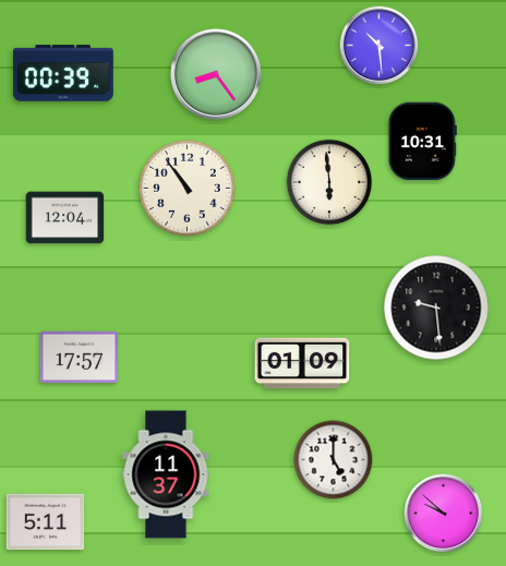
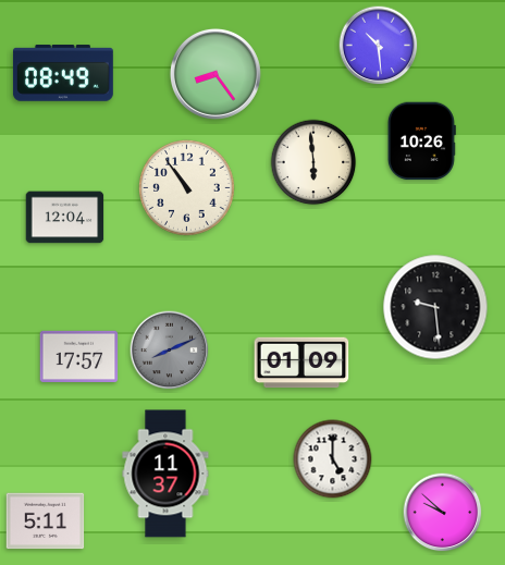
clock at (63, 73): 00:39 -> 08:49
clock at (422, 142): 10:31 -> 10:26
clock at (329, 182) position: (329, 182) -> (313, 162)
clock at (170, 351): none -> 8:11
